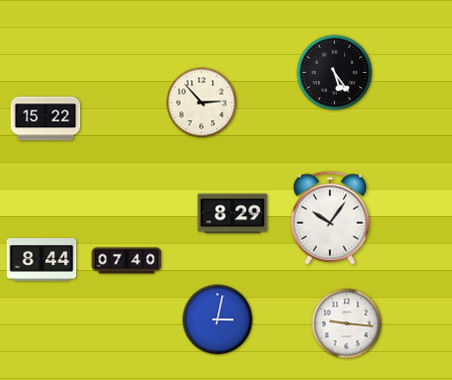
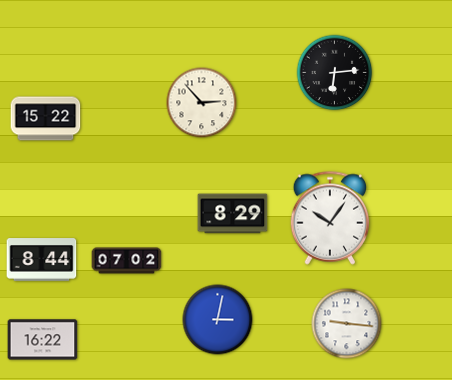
clock at (335, 73): 5:24 -> 6:14
clock at (127, 261): 07:40 -> 07:02
clock at (43, 340): none -> 16:22
